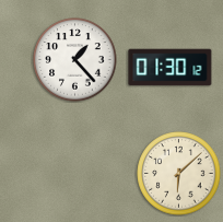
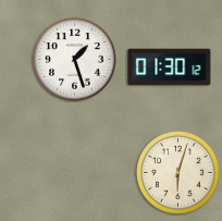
clock at (75, 60): 1:23 -> 1:27
clock at (179, 174): 6:08 -> 6:03
